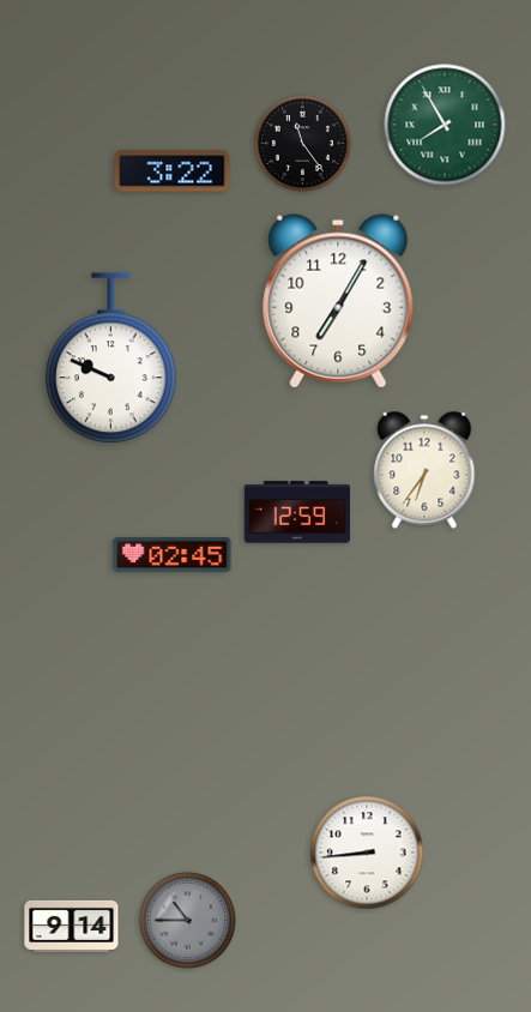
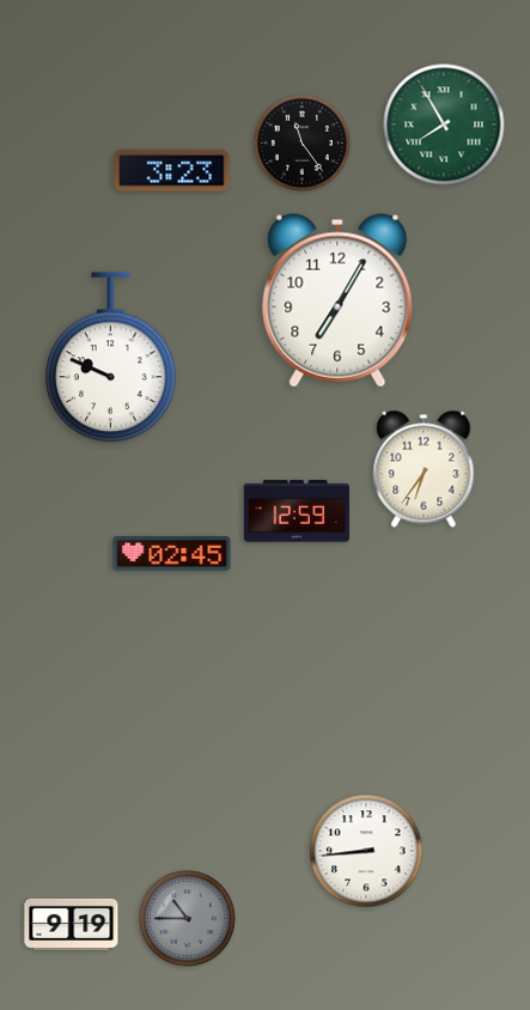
clock at (173, 171): 3:22 -> 3:23
clock at (72, 926): 9:14 -> 9:19
